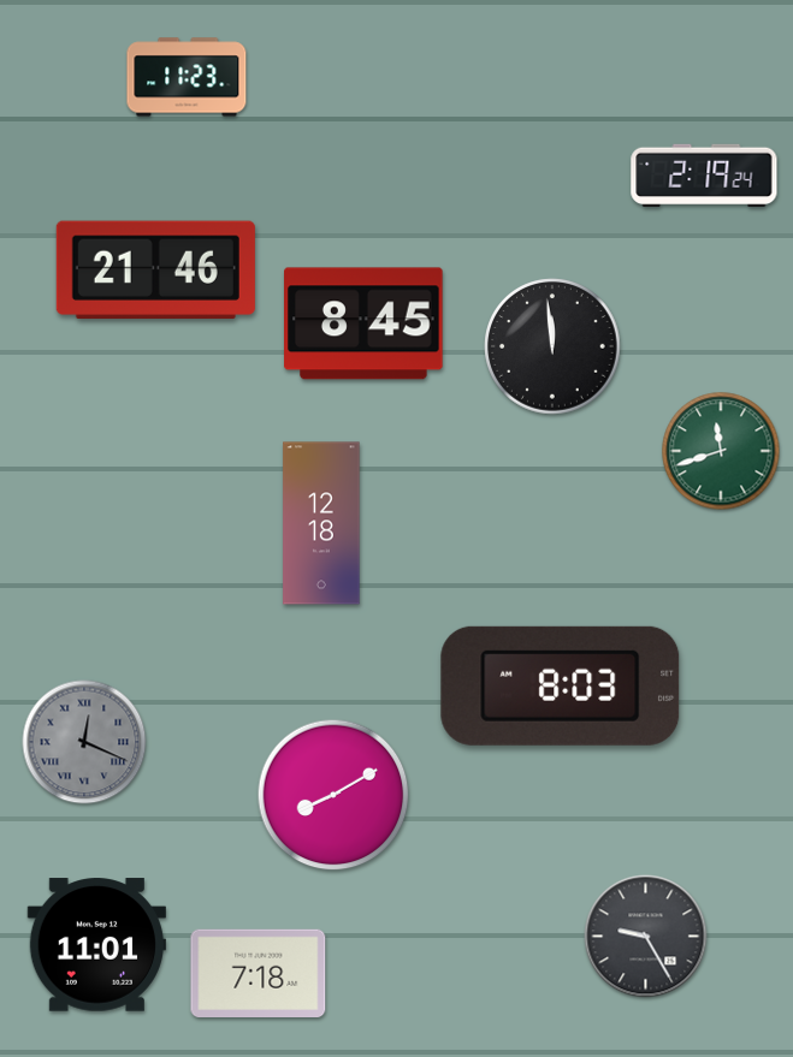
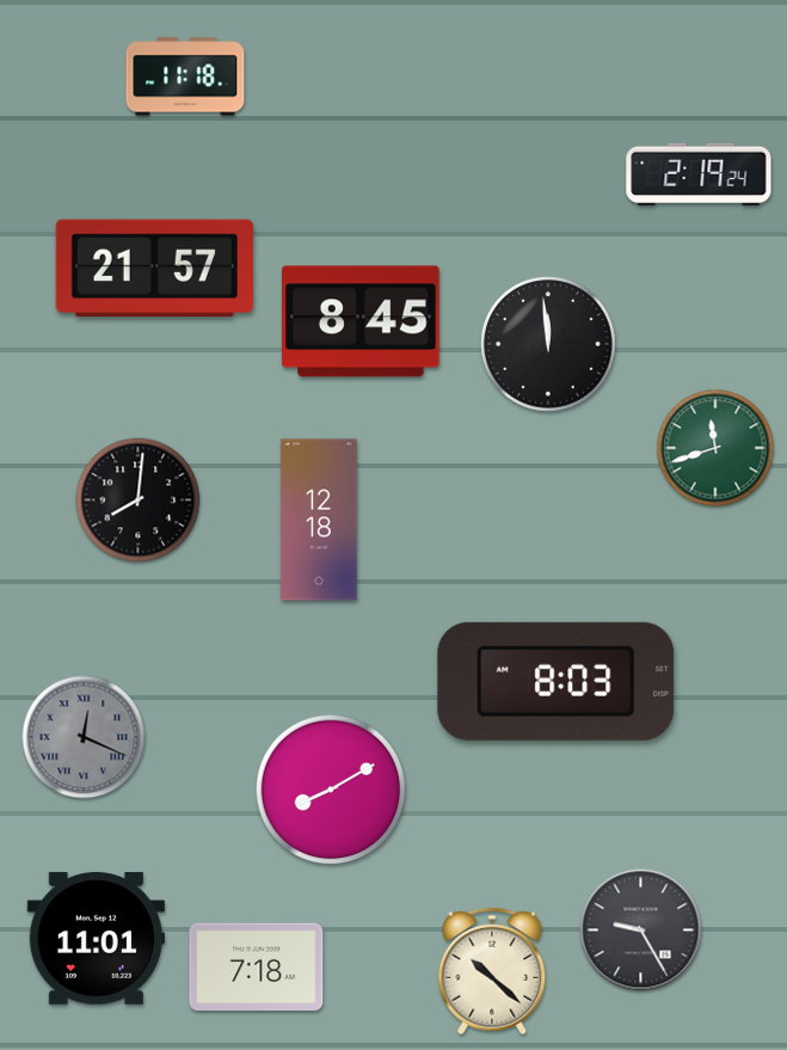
clock at (187, 77): 11:23 -> 11:18
clock at (155, 271): 21:46 -> 21:57
clock at (139, 501): none -> 8:01
clock at (492, 971): none -> 10:22
